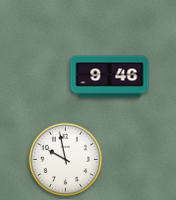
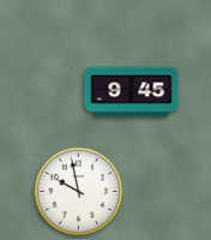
clock at (110, 77): 9:46 -> 9:45
